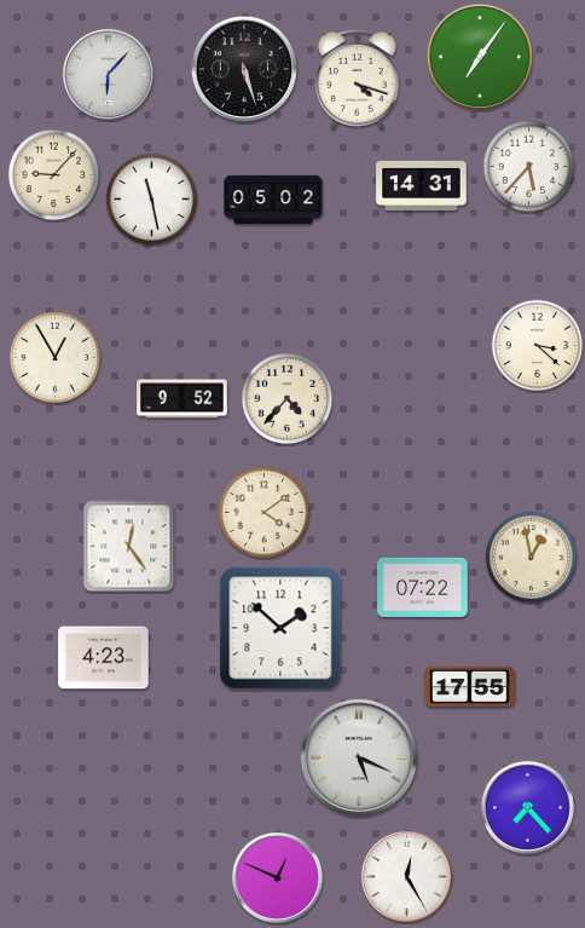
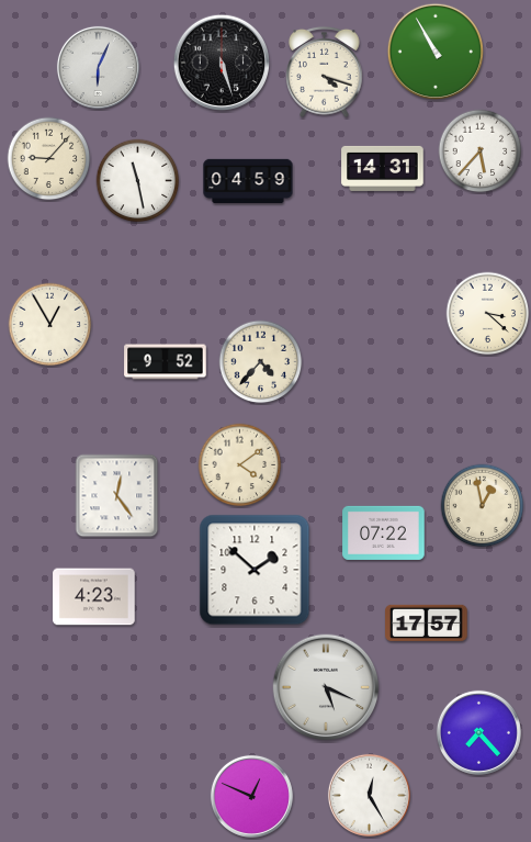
clock at (479, 56): 7:06 -> 10:55
clock at (108, 74): 6:07 -> 6:04
clock at (273, 200): 05:02 -> 04:59
clock at (470, 686): 17:55 -> 17:57
